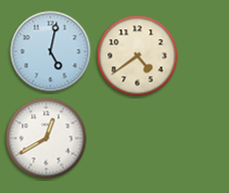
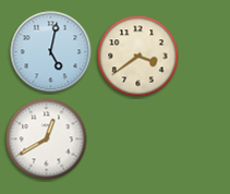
clock at (138, 56): 4:39 -> 3:39
